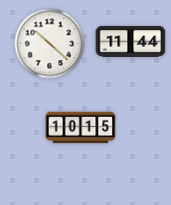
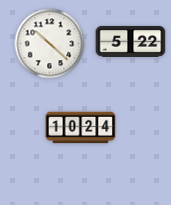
clock at (131, 41): 11:44 -> 5:22
clock at (81, 128): 10:15 -> 10:24
